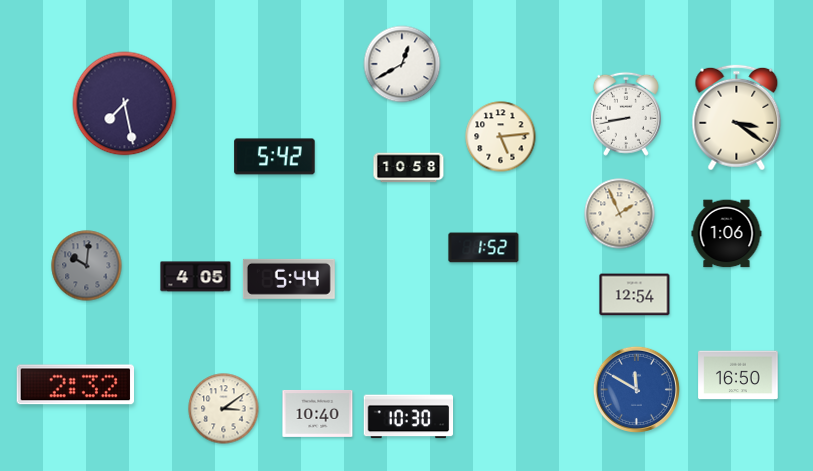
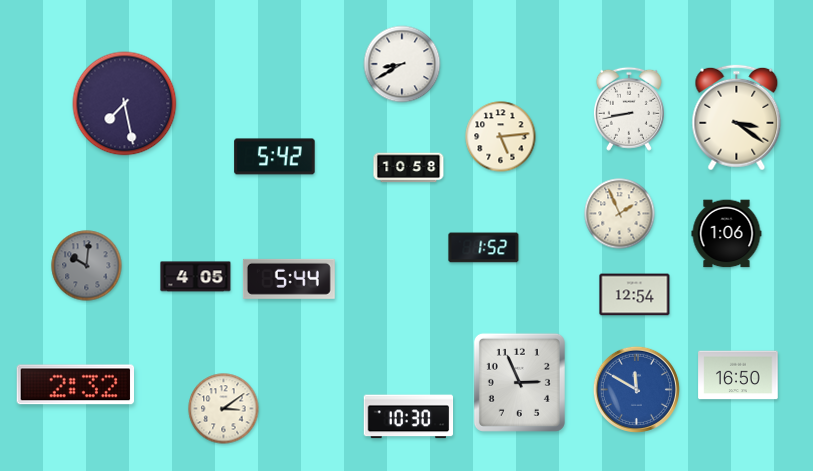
clock at (402, 64): 12:40 -> 8:40
clock at (626, 114) position: (626, 114) -> (629, 109)
clock at (519, 382): none -> 2:56
clock at (318, 413): 10:40 -> none
